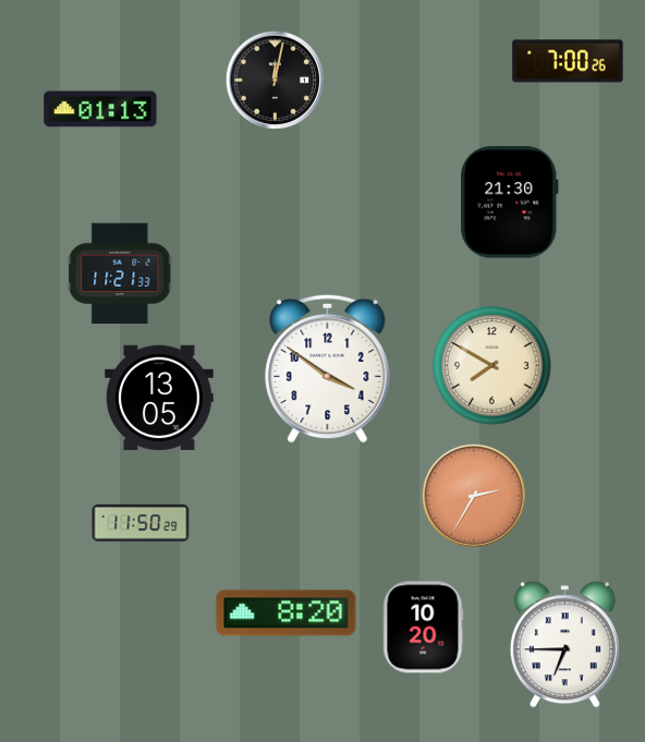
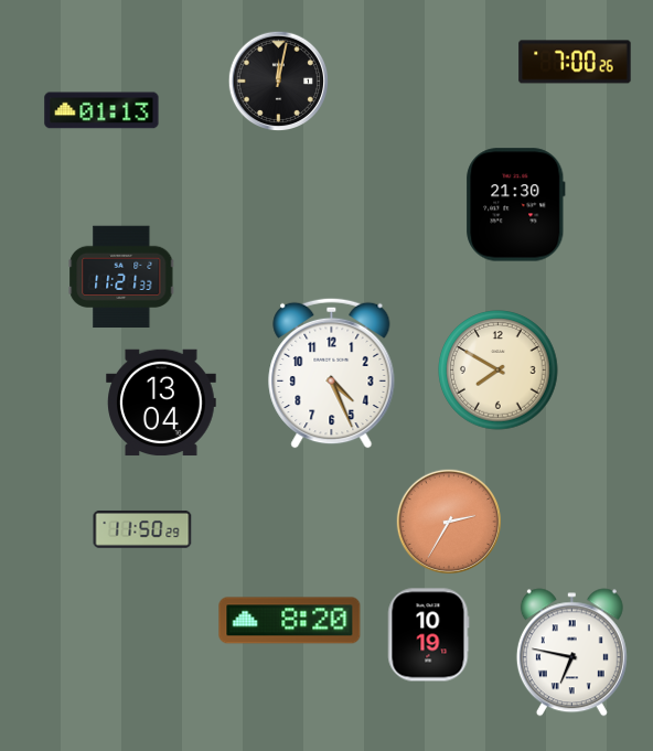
clock at (328, 368): 3:51 -> 4:26
clock at (159, 398): 13:05 -> 13:04
clock at (473, 495) position: (473, 495) -> (448, 521)
clock at (424, 628): 10:20 -> 10:19
clock at (564, 645): 6:45 -> 6:47
